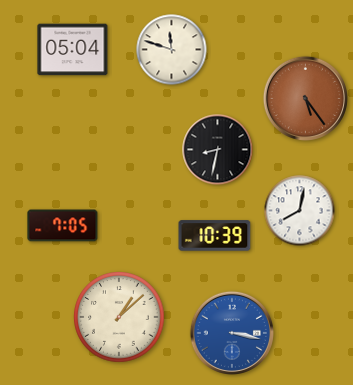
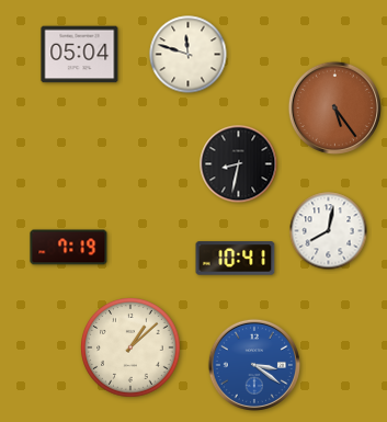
clock at (63, 226): 7:05 -> 7:19
clock at (215, 236): 10:39 -> 10:41
clock at (231, 332): 3:17 -> 3:21
